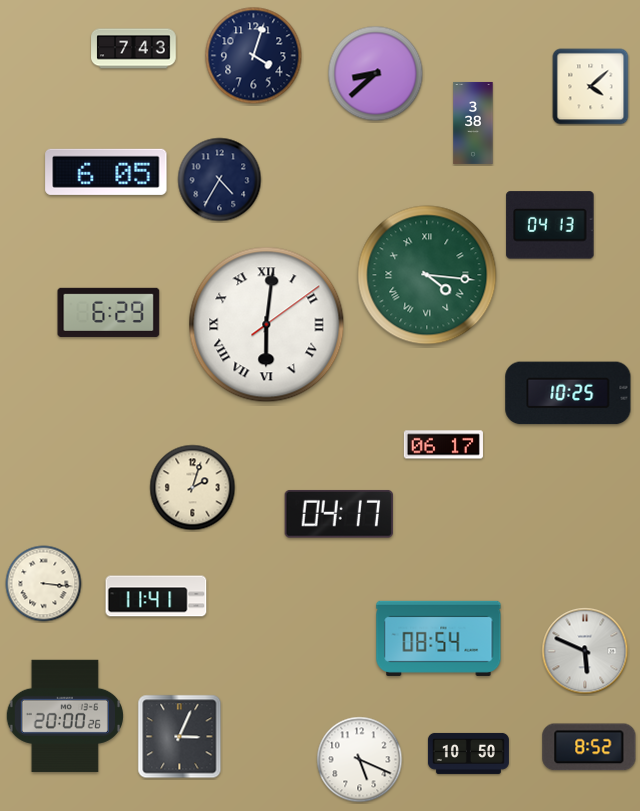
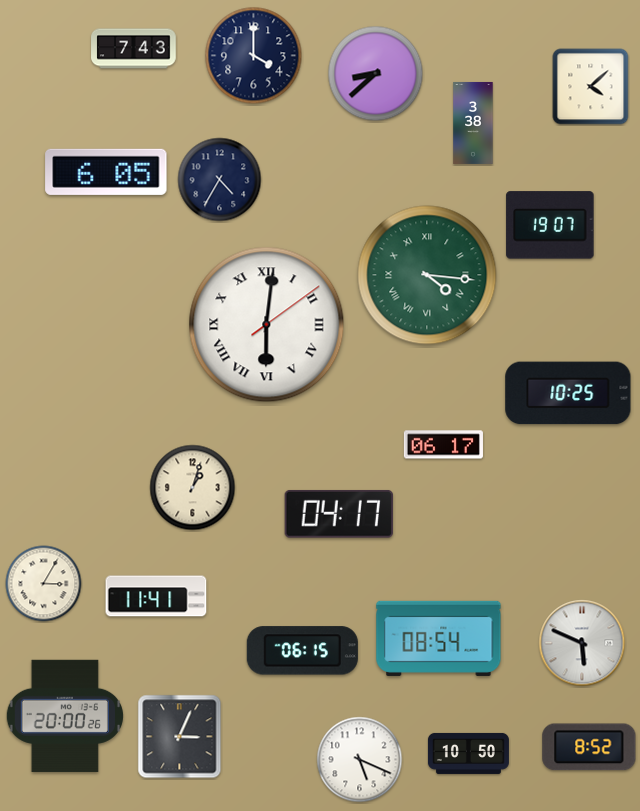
clock at (254, 56): 4:03 -> 4:00
clock at (550, 225): 04:13 -> 19:07
clock at (109, 312): 6:29 -> none
clock at (193, 488): 2:03 -> 1:03
clock at (44, 584): 3:16 -> 3:05
clock at (302, 651): none -> 06:15
clock at (585, 651) position: (585, 651) -> (582, 643)
